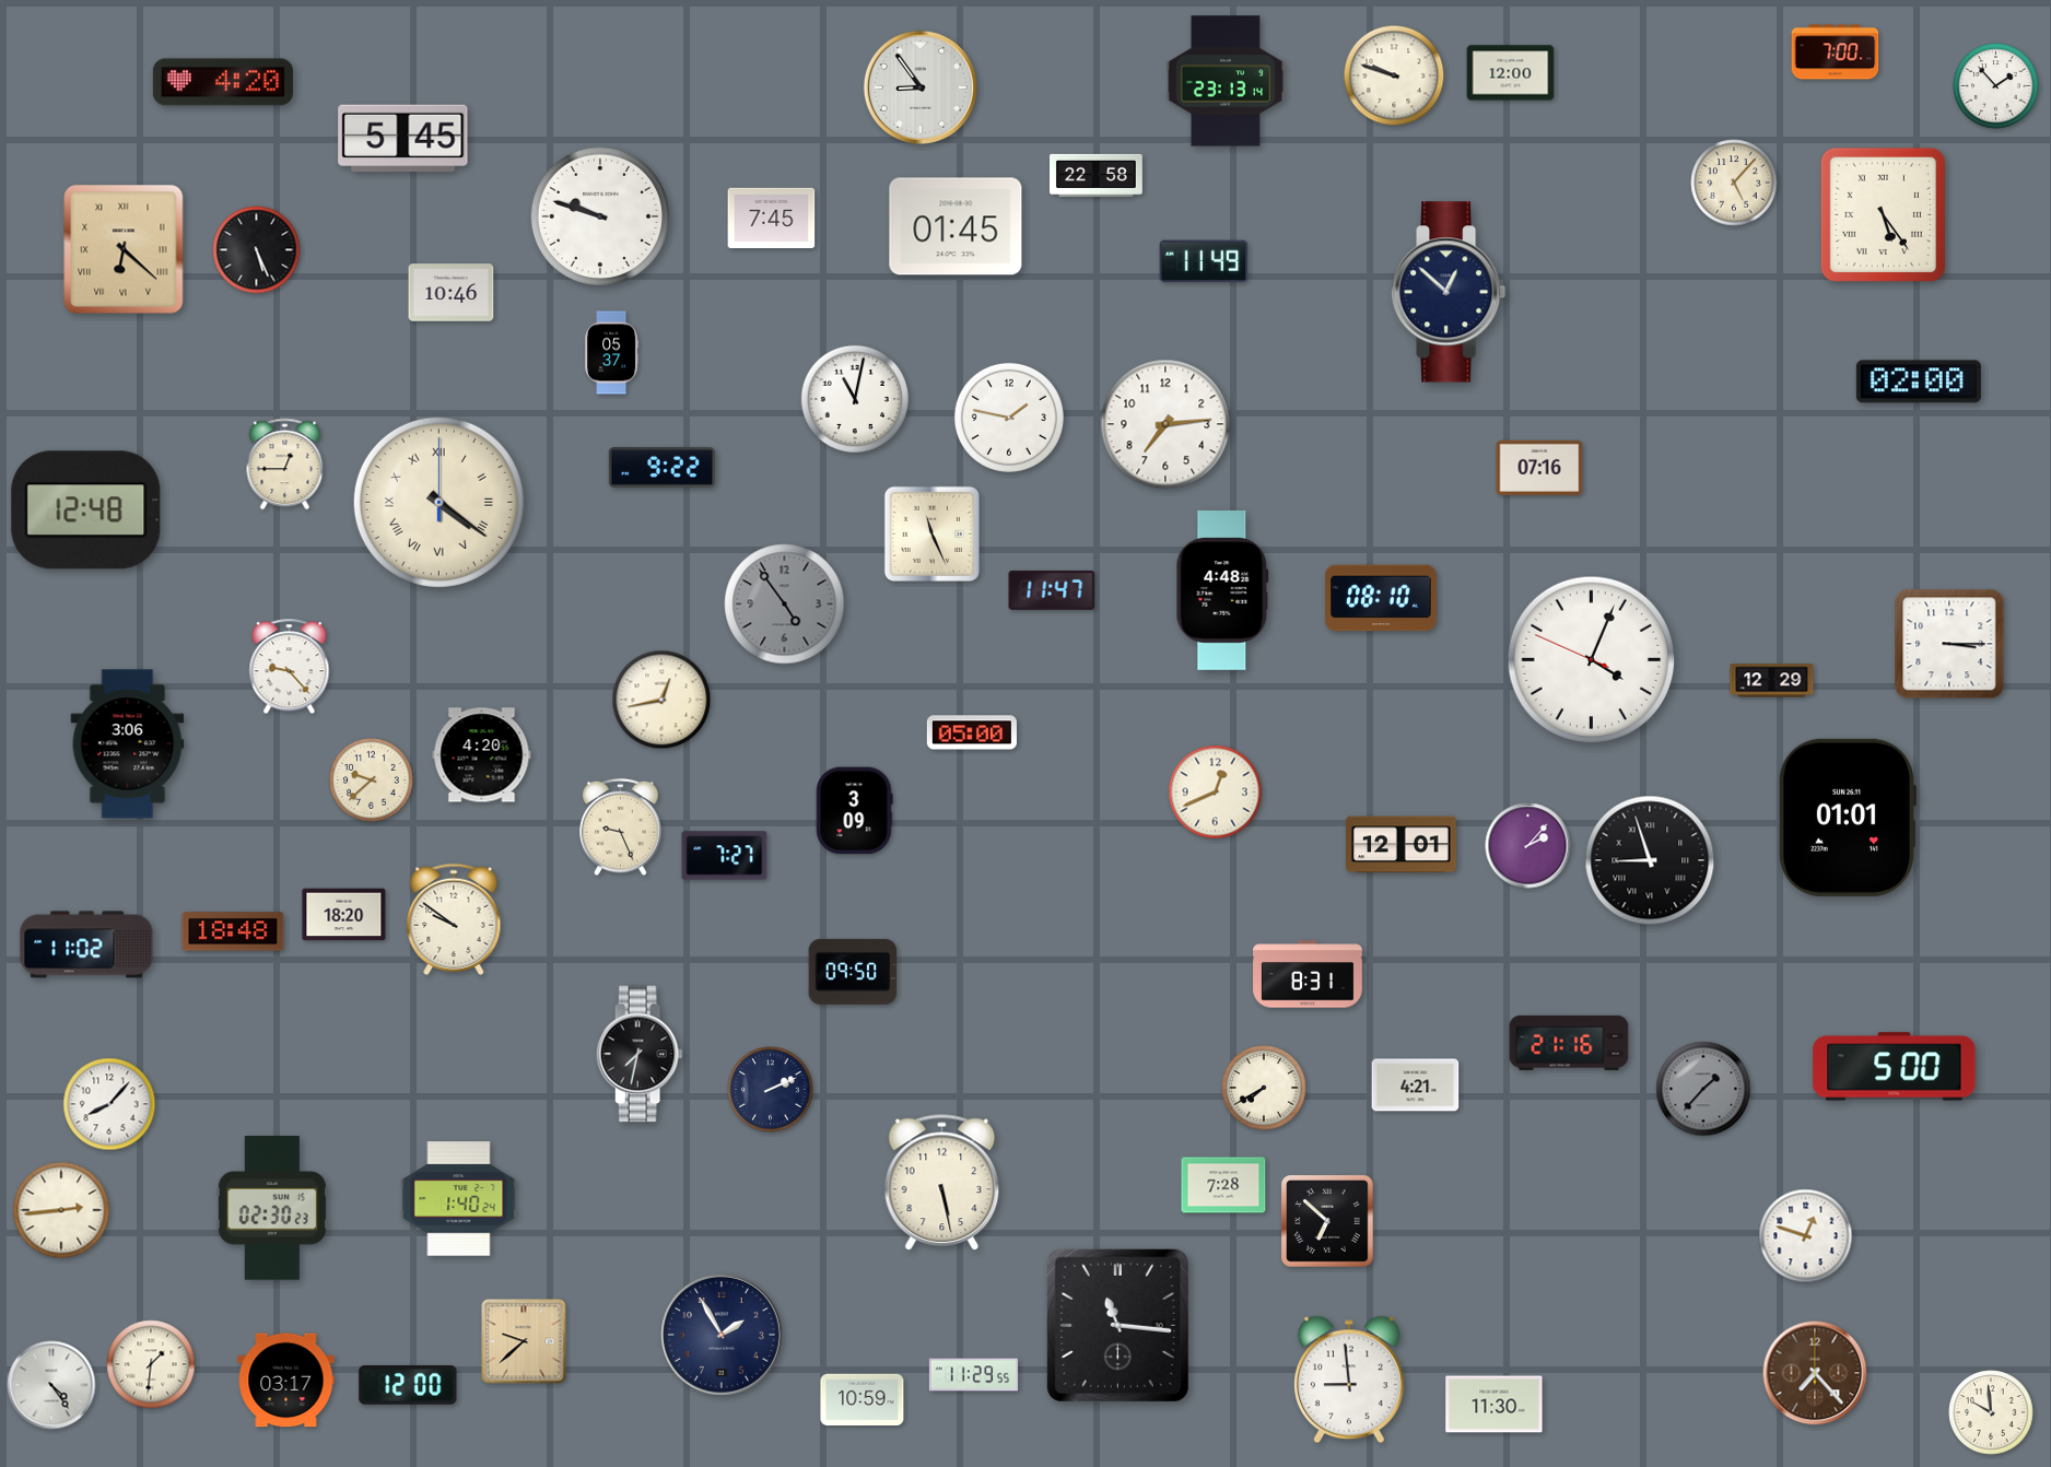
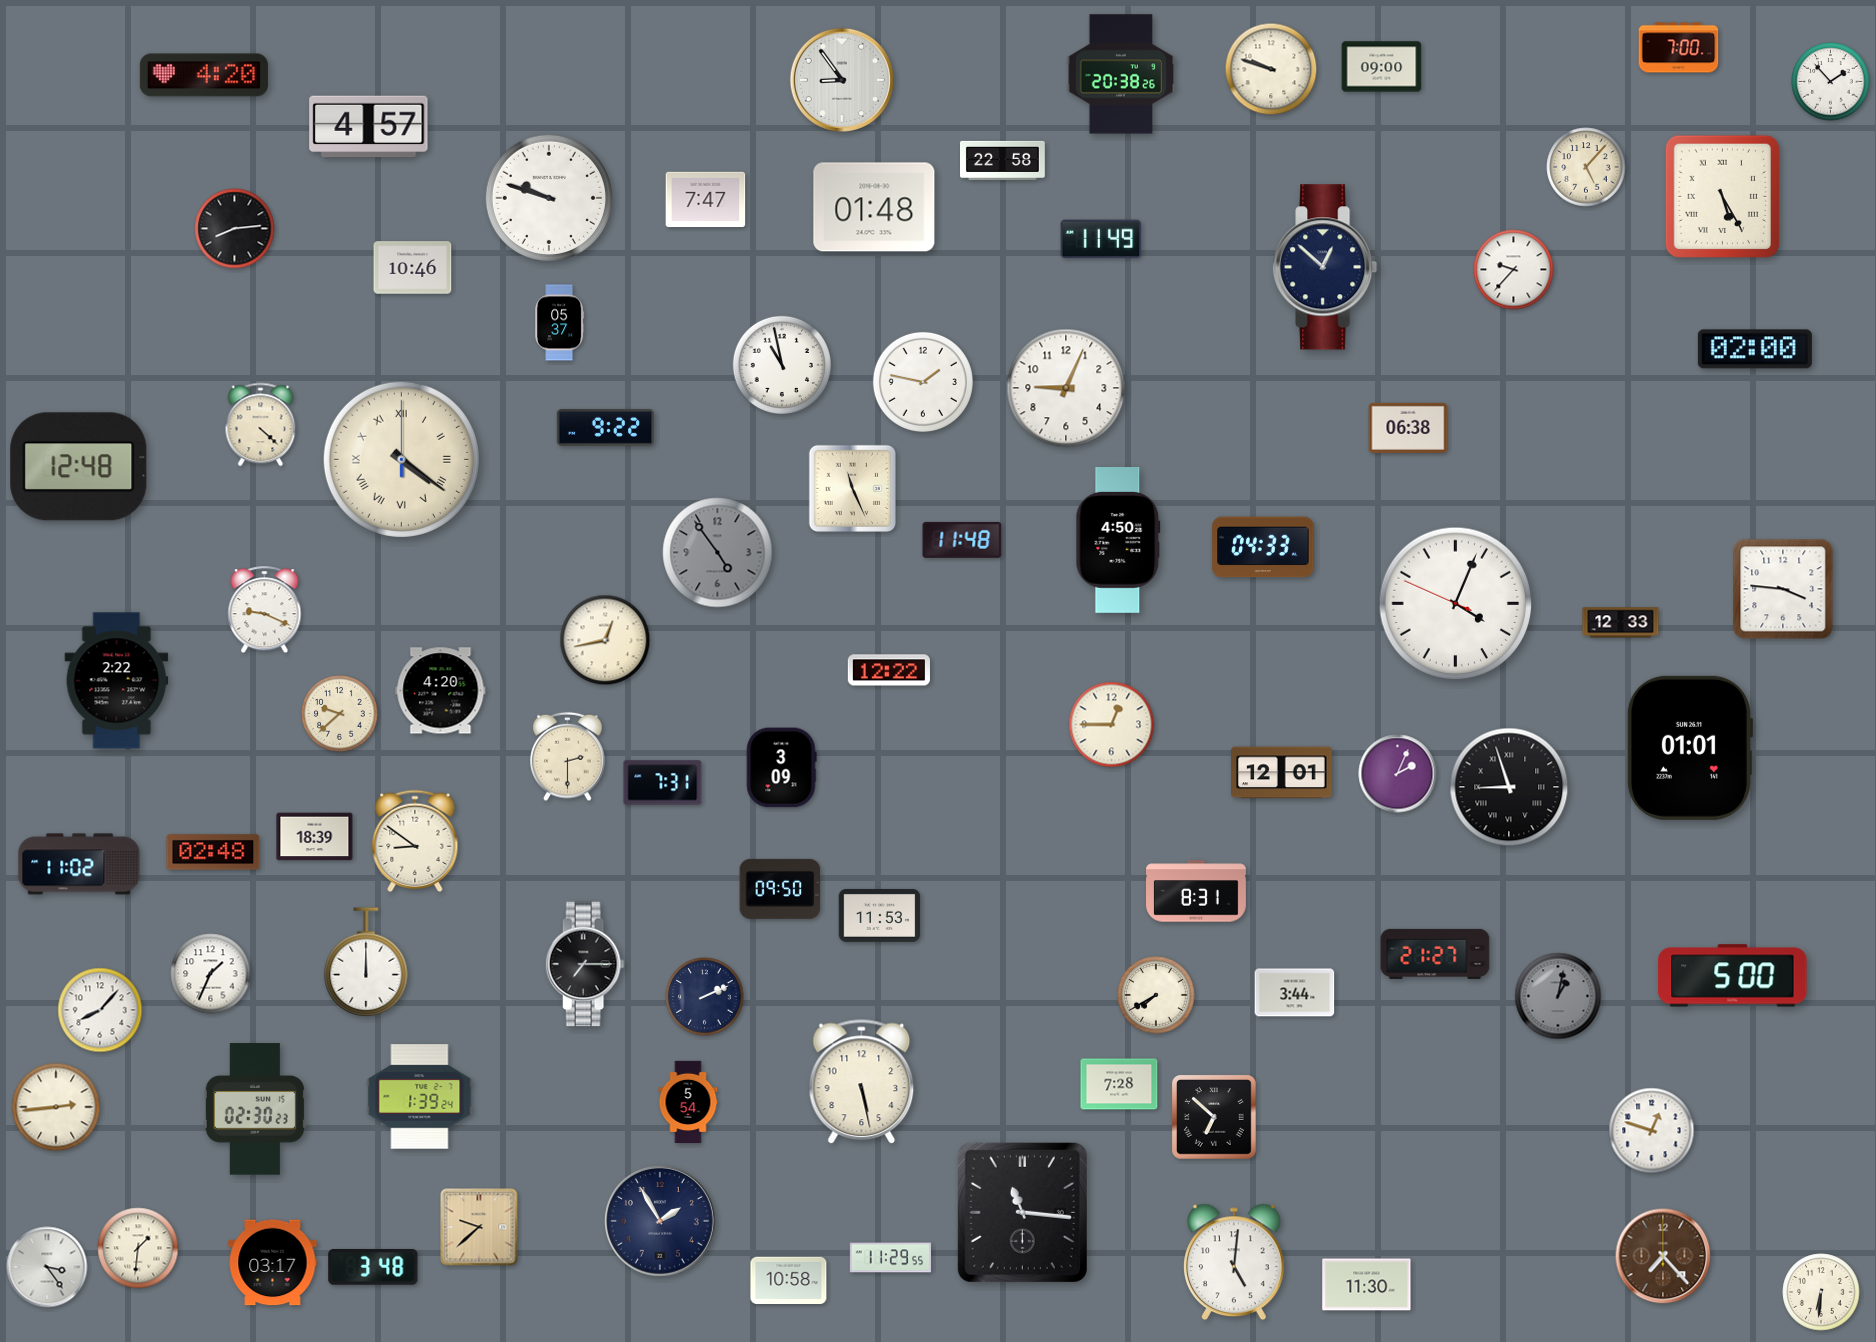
clock at (1511, 73): 12:00 -> 09:00
clock at (1394, 75) position: (1394, 75) -> (1271, 69)
clock at (1224, 81): 23:13 -> 20:38
clock at (1996, 86) position: (1996, 86) -> (1831, 82)
clock at (403, 139): 5:45 -> 4:57
clock at (1883, 214): 5:24 -> 5:25
clock at (772, 219): 7:45 -> 7:47
clock at (956, 226): 01:45 -> 01:48
clock at (124, 249): 6:22 -> none
clock at (257, 250): 5:26 -> 8:14
clock at (1514, 270): none -> 9:37
clock at (854, 398): 11:02 -> 10:58
clock at (1165, 424): 7:14 -> 9:04
clock at (285, 465): 12:45 -> 4:22
clock at (1539, 468): 07:16 -> 06:38
clock at (1052, 590): 11:47 -> 11:48
clock at (1222, 591): 4:48 -> 4:50
clock at (1381, 598): 08:10 -> 04:33
clock at (1949, 644): 3:15 -> 3:46
clock at (290, 667): 9:23 -> 9:19
clock at (1772, 681): 12:29 -> 12:33
clock at (972, 732): 05:00 -> 12:22
clock at (128, 744): 3:06 -> 2:22
clock at (1216, 793): 12:41 -> 12:45
clock at (854, 811) position: (854, 811) -> (781, 768)
clock at (621, 828): 9:26 -> 2:30
clock at (1528, 846): 2:07 -> 2:04
clock at (725, 856): 7:27 -> 7:31
clock at (344, 915): 18:20 -> 18:39
clock at (454, 919): 9:51 -> 8:51
clock at (233, 931): 18:48 -> 02:48
clock at (880, 915): none -> 11:53
clock at (1569, 1043): 21:16 -> 21:27
clock at (366, 962): none -> 12:00
clock at (640, 1054): 7:32 -> 7:15
clock at (211, 974): none -> 1:34
clock at (1416, 1085): 4:21 -> 3:44
clock at (1703, 1089): 1:37 -> 1:02
clock at (459, 1199): 1:40 -> 1:39
clock at (688, 1102): none -> 5:54
clock at (272, 1208) position: (272, 1208) -> (255, 1109)
clock at (1815, 1373) position: (1815, 1373) -> (1663, 1256)
clock at (1350, 1380): 8:59 -> 5:01
clock at (286, 1381) position: (286, 1381) -> (273, 1263)
clock at (51, 1385): 4:24 -> 3:24
clock at (408, 1385): 12:00 -> 3:48
clock at (863, 1399): 10:59 -> 10:58
clock at (1991, 1412): 9:59 -> 6:31
